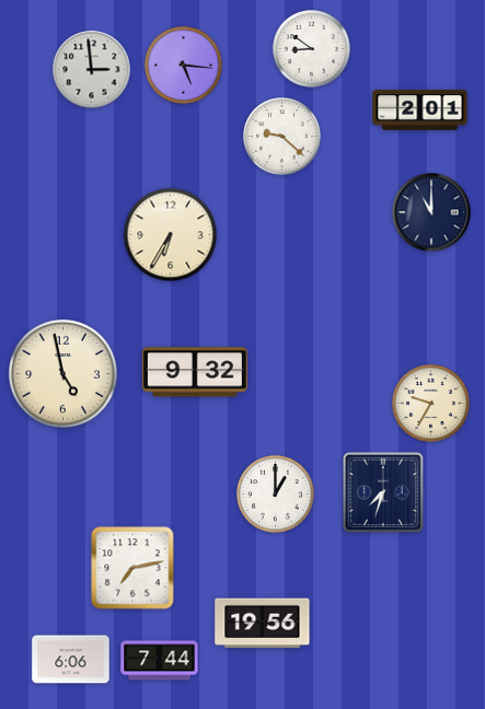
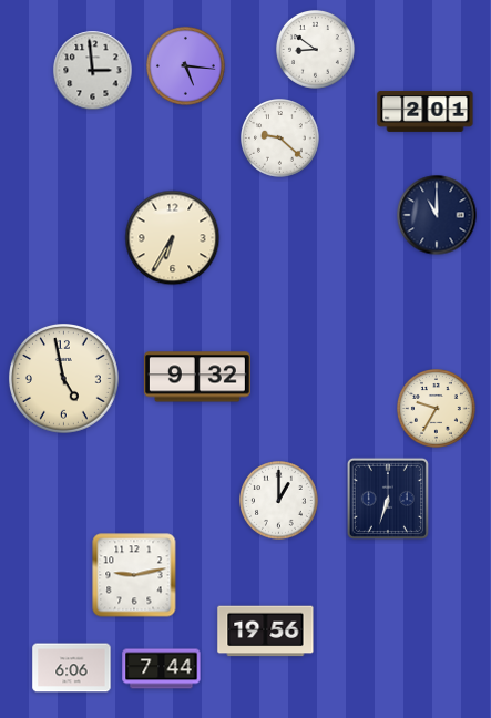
clock at (282, 137) position: (282, 137) -> (280, 139)
clock at (383, 492): 7:33 -> 6:33
clock at (132, 568): 7:13 -> 9:13
